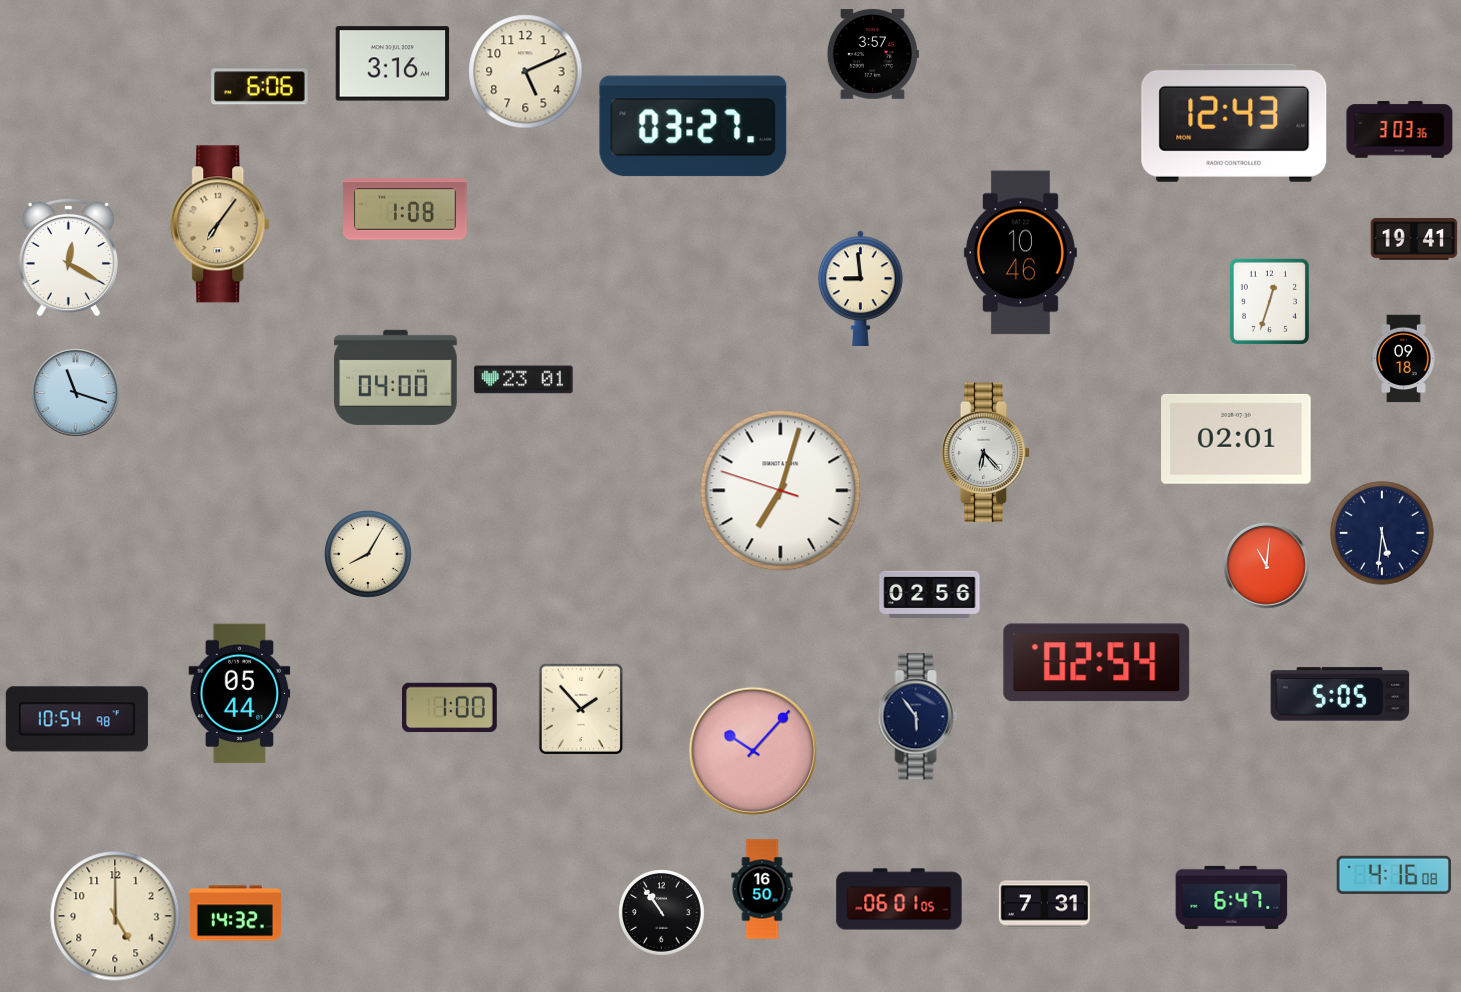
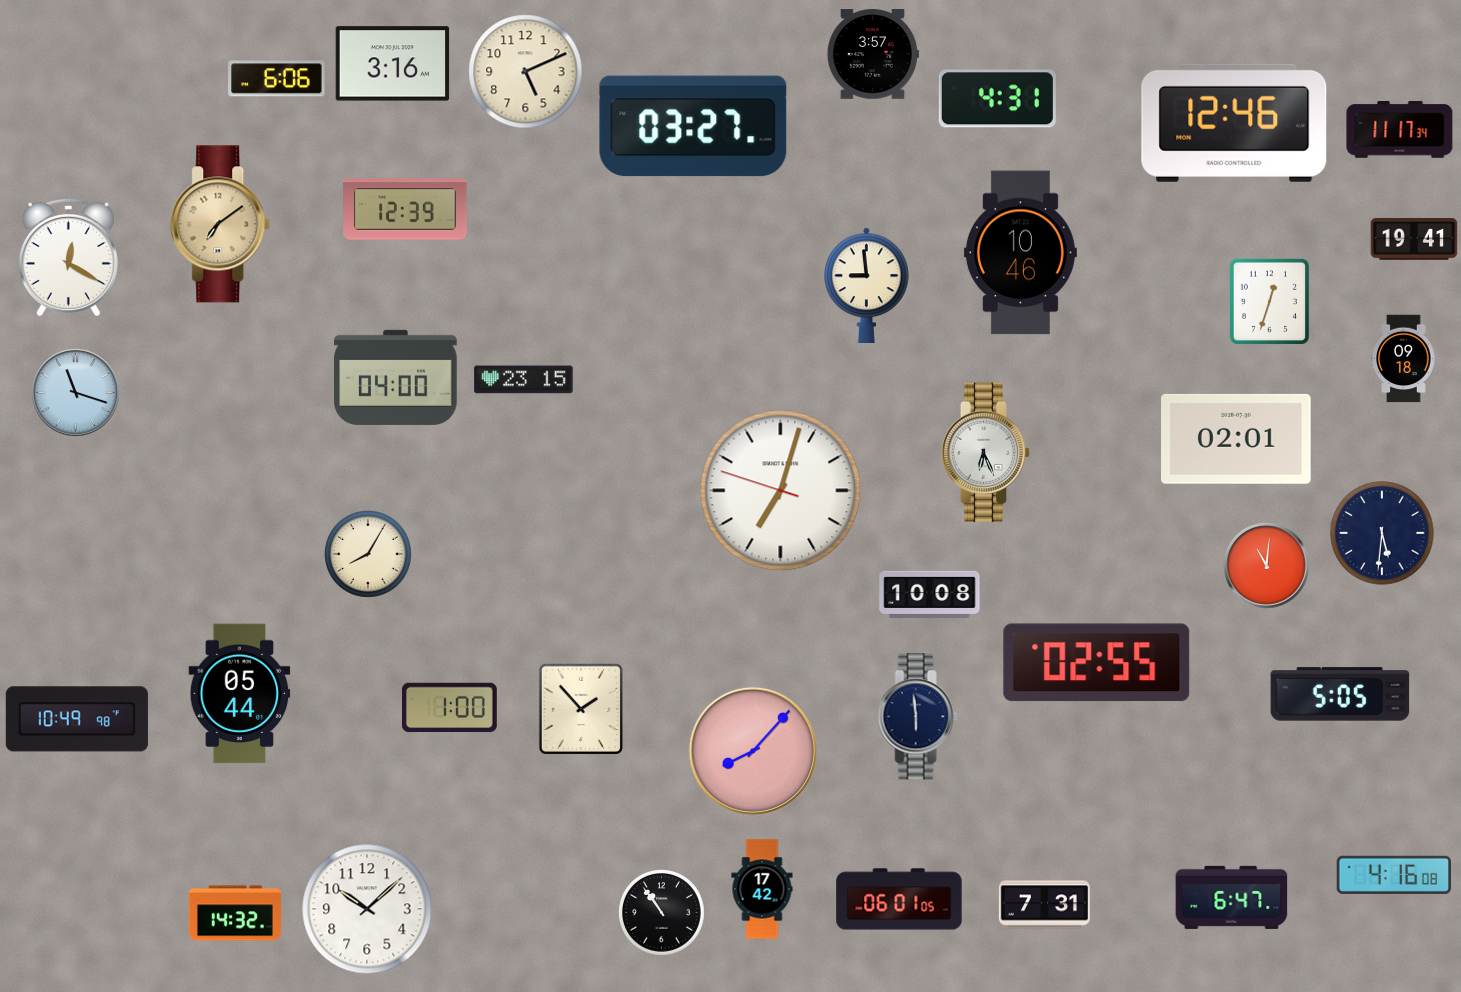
clock at (260, 87) position: (260, 87) -> (277, 79)
clock at (997, 99): none -> 4:31
clock at (1234, 123): 12:43 -> 12:46
clock at (1400, 130): 3:03 -> 11:17
clock at (405, 209): 1:08 -> 12:39
clock at (221, 224): 7:06 -> 7:09
clock at (861, 288) position: (861, 288) -> (867, 285)
clock at (524, 380): 23:01 -> 23:15
clock at (986, 453): 6:23 -> 6:26
clock at (930, 594): 02:56 -> 10:08
clock at (1097, 663): 02:54 -> 02:55
clock at (918, 717): 5:54 -> 5:59
clock at (77, 719): 10:54 -> 10:49
clock at (753, 751): 10:07 -> 8:07
clock at (762, 889): 16:50 -> 17:42
clock at (367, 909): none -> 10:08
clock at (115, 916): 5:00 -> none
